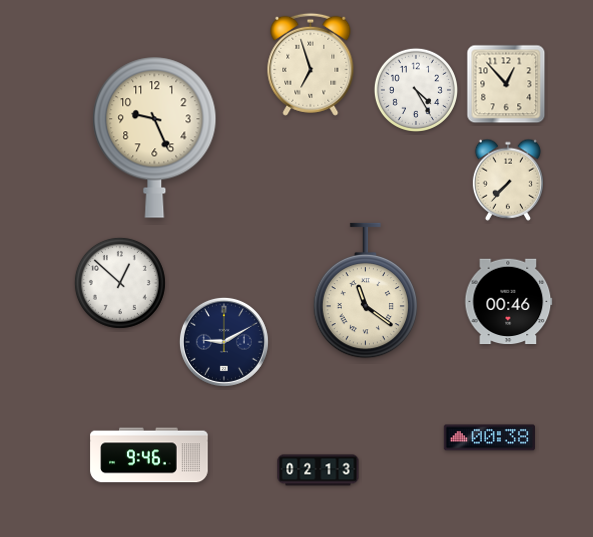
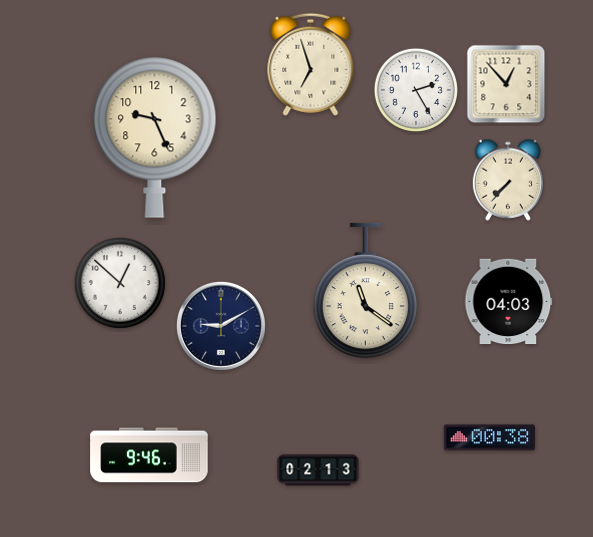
clock at (415, 89): 4:25 -> 2:25
clock at (509, 302): 00:46 -> 04:03
clock at (224, 342) position: (224, 342) -> (221, 326)
